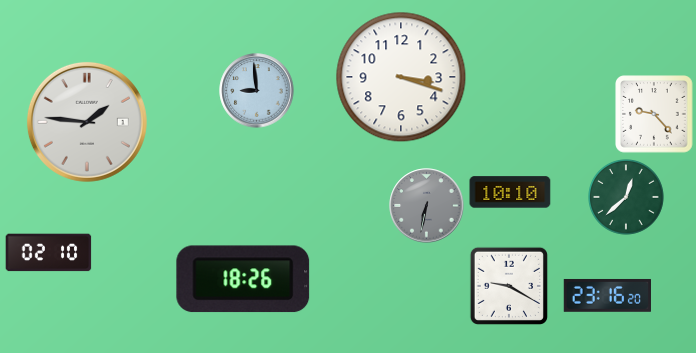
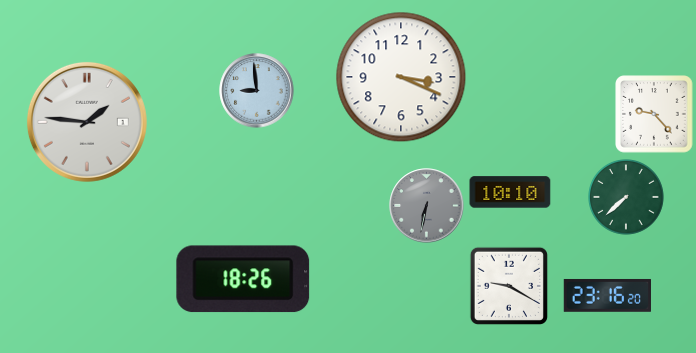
clock at (401, 77): 3:18 -> 3:19
clock at (627, 198): 12:38 -> 7:38
clock at (49, 253): 02:10 -> none
